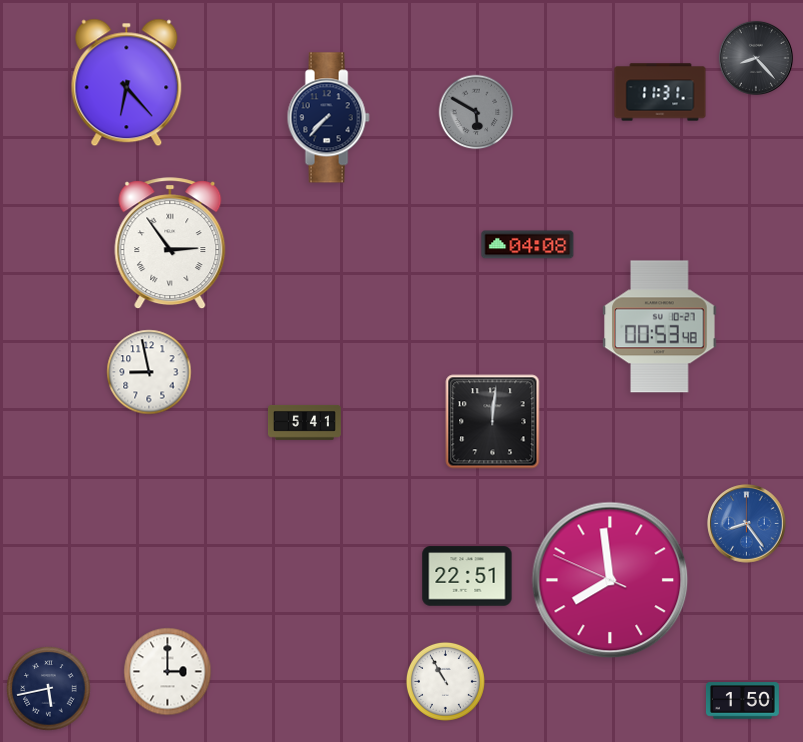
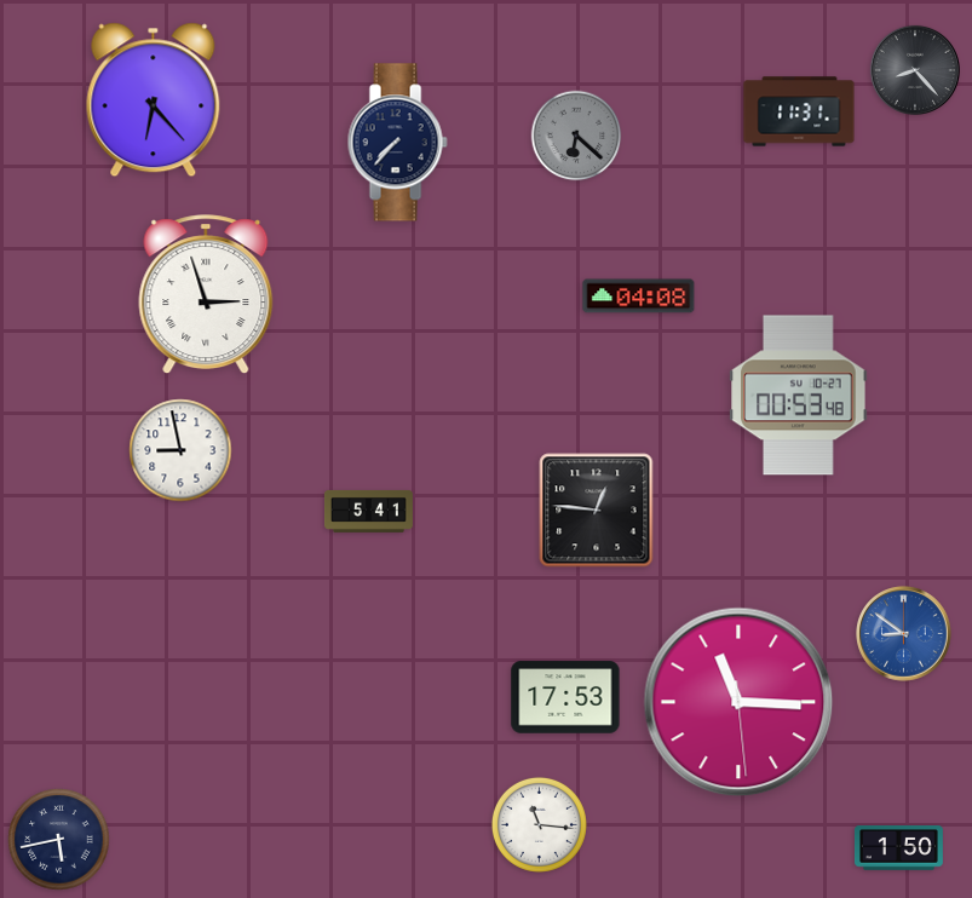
clock at (476, 112): 5:50 -> 6:22
clock at (170, 244): 2:54 -> 2:57
clock at (493, 422): 12:01 -> 12:46
clock at (747, 524): 8:24 -> 8:51
clock at (467, 576): 22:51 -> 17:53
clock at (610, 580): 7:58 -> 11:15
clock at (168, 672): 3:00 -> none
clock at (445, 681): 10:55 -> 11:16
clock at (49, 689) position: (49, 689) -> (59, 840)
